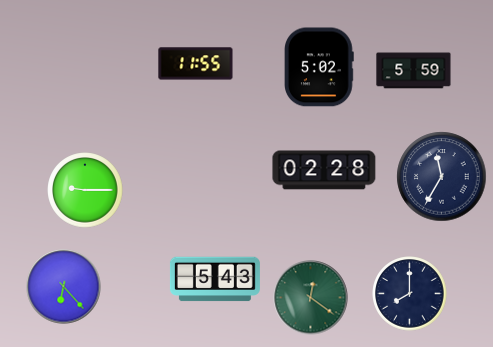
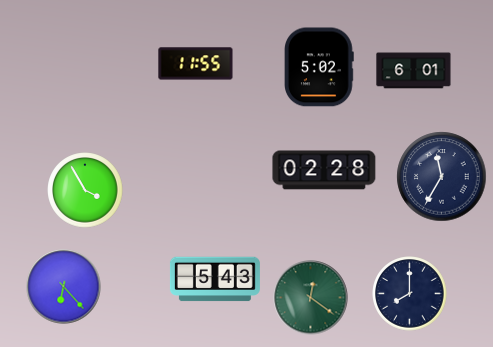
clock at (414, 71): 5:59 -> 6:01
clock at (85, 190): 9:15 -> 3:55
